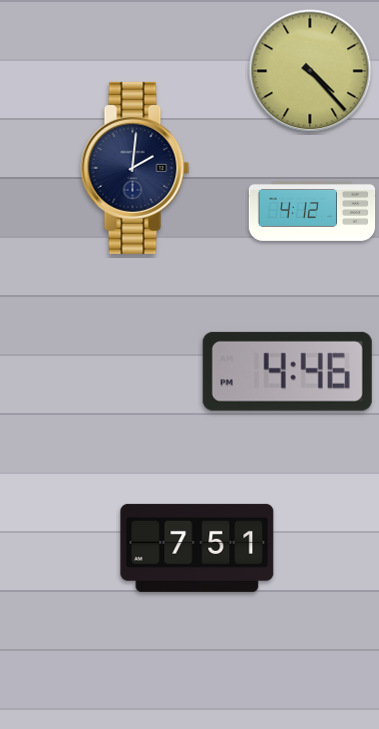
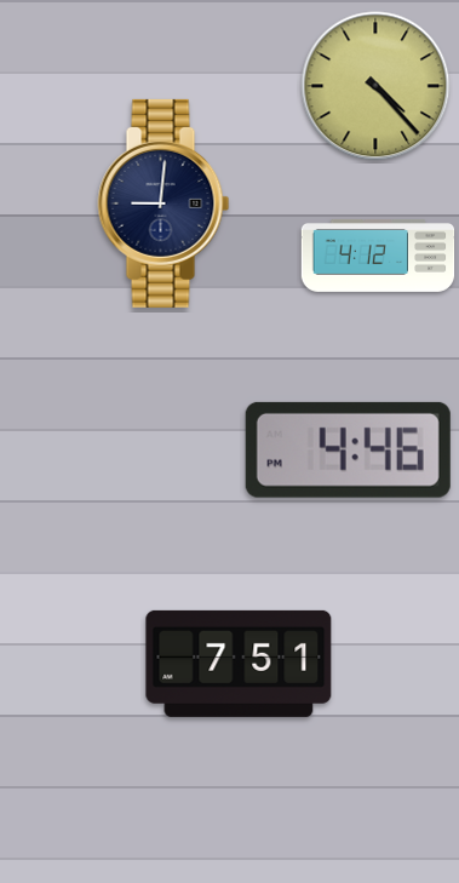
clock at (135, 168): 2:01 -> 9:01
